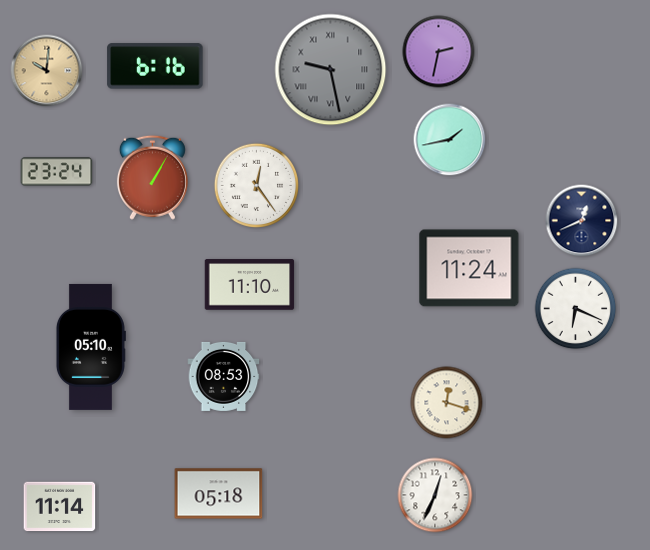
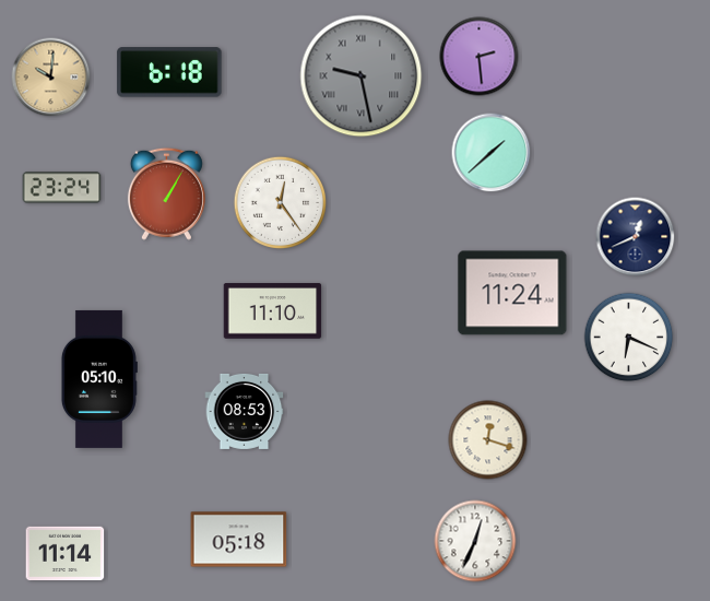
clock at (439, 52): 2:32 -> 2:29
clock at (155, 66): 6:16 -> 6:18
clock at (450, 140): 1:43 -> 1:38
clock at (582, 221) position: (582, 221) -> (636, 237)
